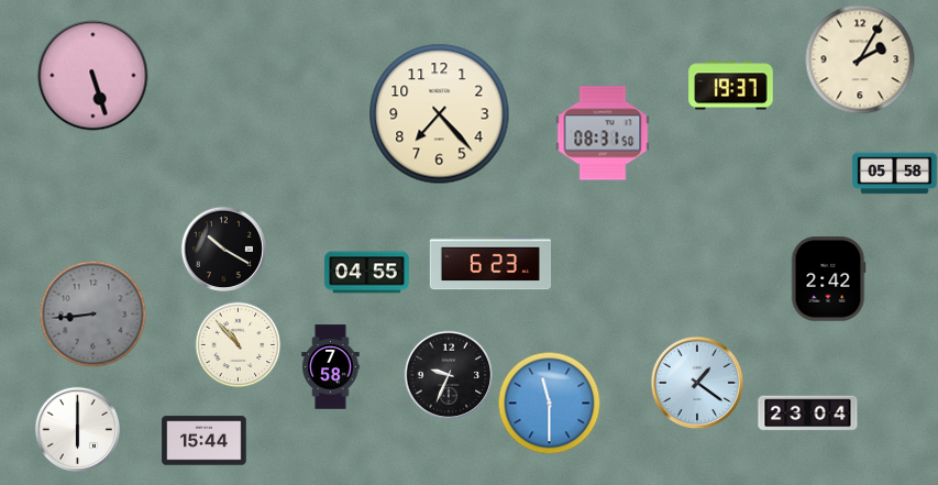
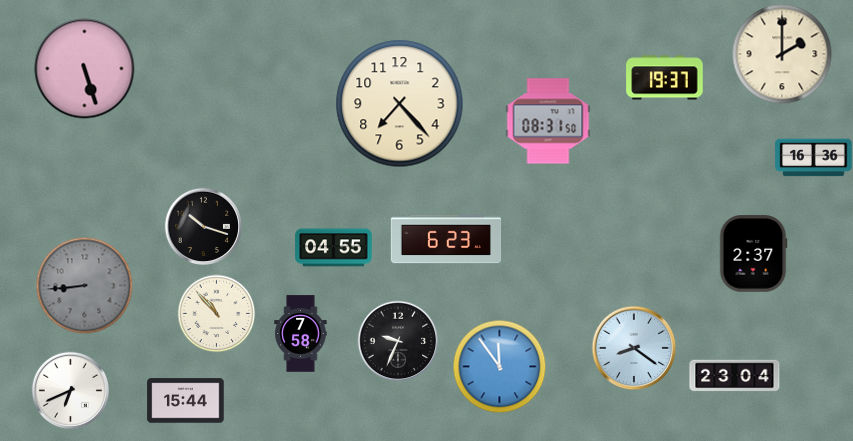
clock at (860, 59): 2:05 -> 2:00
clock at (895, 174): 05:58 -> 16:36
clock at (223, 249): 10:20 -> 10:18
clock at (828, 279): 2:42 -> 2:37
clock at (449, 375) position: (449, 375) -> (398, 341)
clock at (697, 383): 1:21 -> 8:21
clock at (549, 403): 11:30 -> 11:54
clock at (77, 429): 6:00 -> 6:41
